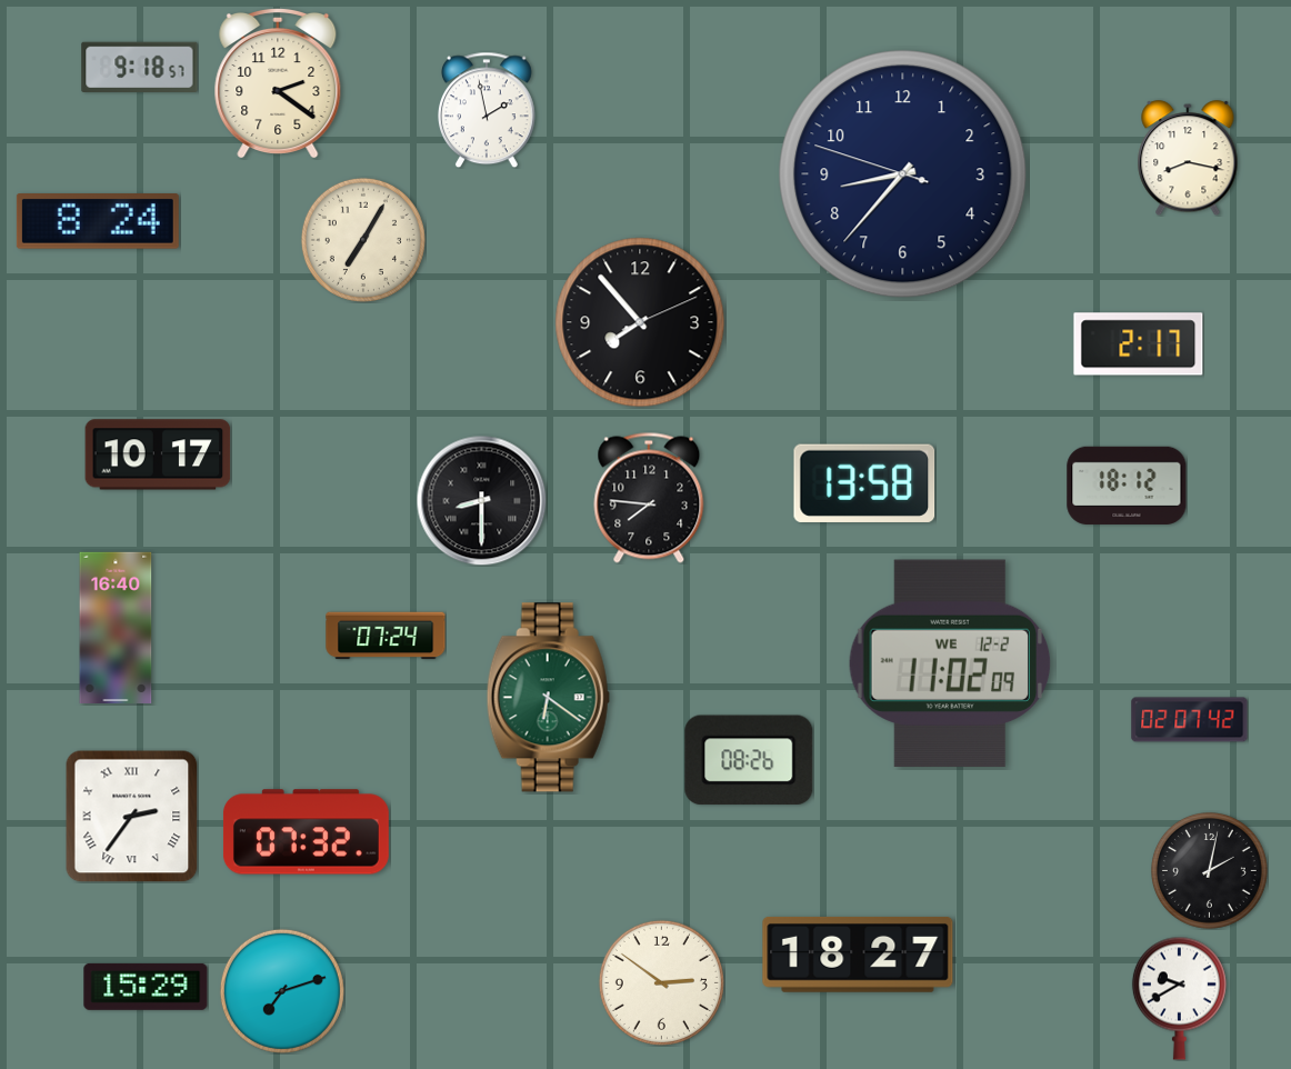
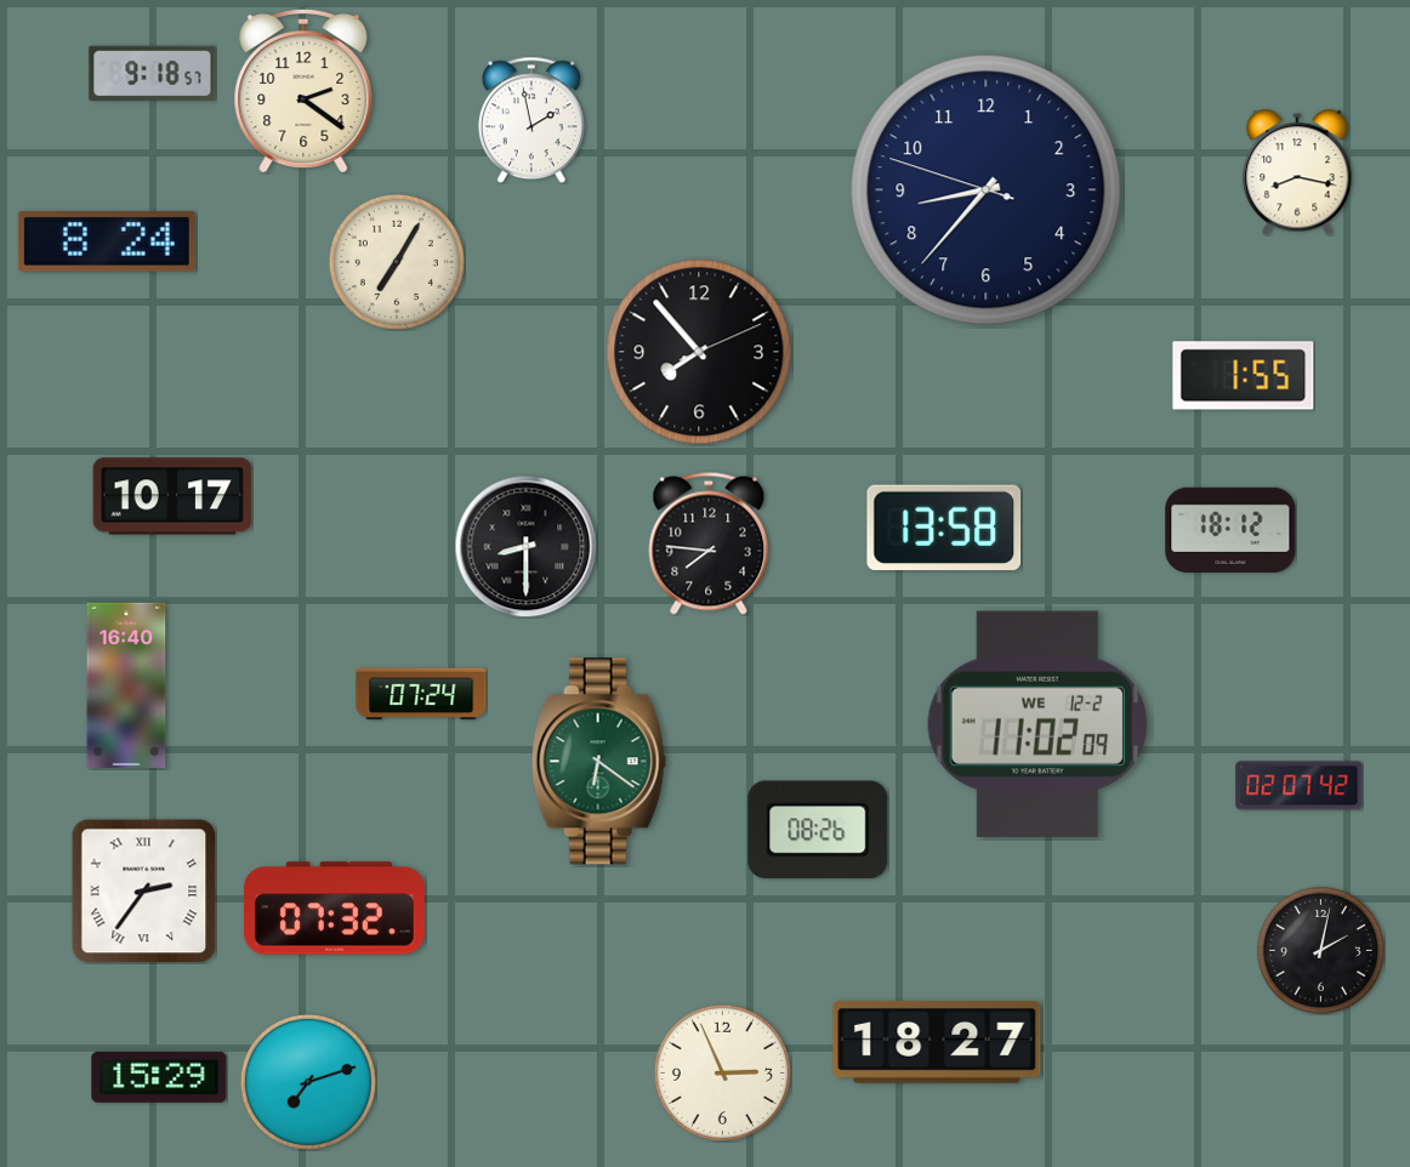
clock at (1139, 344): 2:17 -> 1:55
clock at (661, 982): 2:51 -> 2:56
clock at (1179, 998): 9:40 -> none
